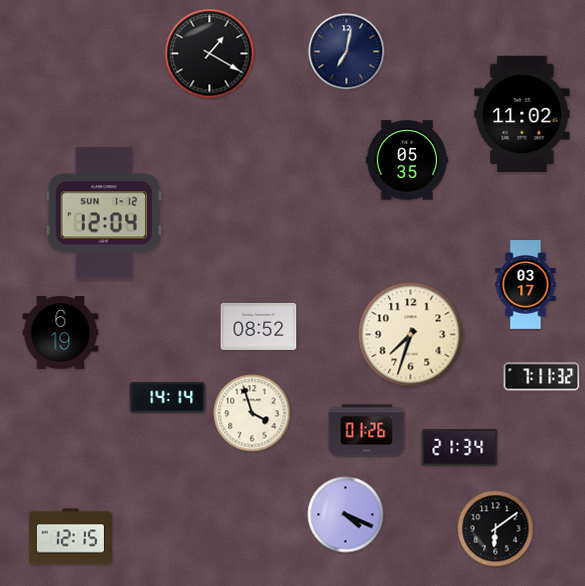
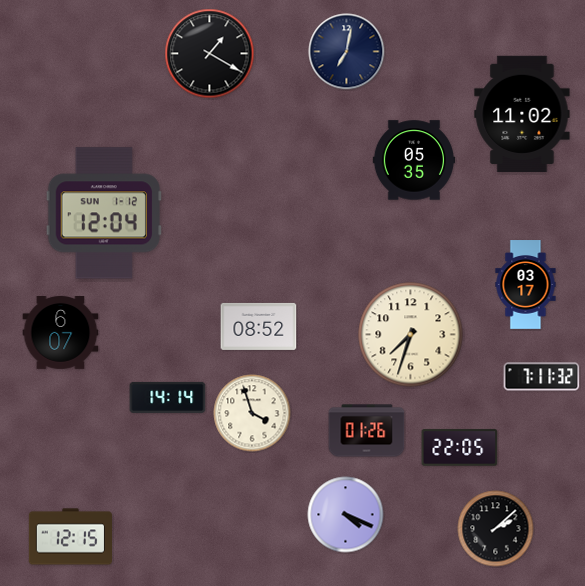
clock at (407, 160) position: (407, 160) -> (414, 160)
clock at (61, 333): 6:19 -> 6:07
clock at (460, 448): 21:34 -> 22:05
clock at (496, 529): 6:09 -> 2:08
